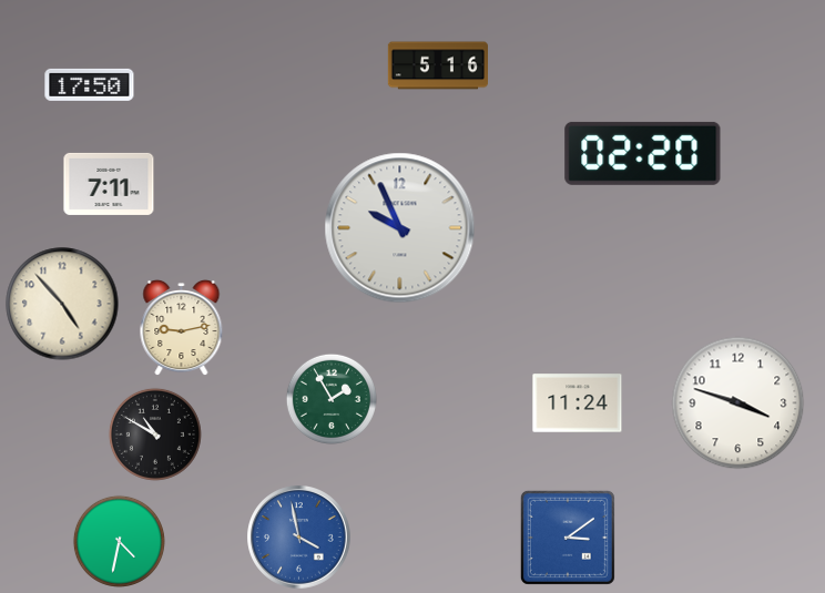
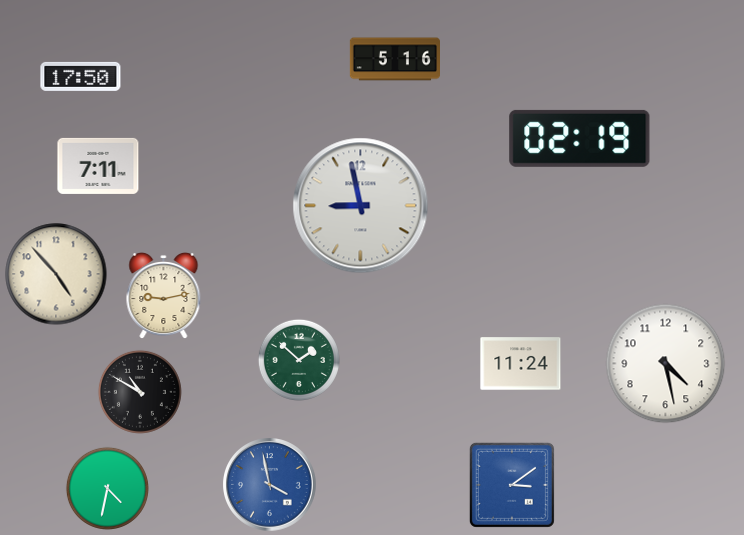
clock at (643, 153): 02:20 -> 02:19
clock at (400, 228): 9:56 -> 8:58
clock at (332, 399): 1:55 -> 1:52
clock at (739, 403): 3:48 -> 4:28
